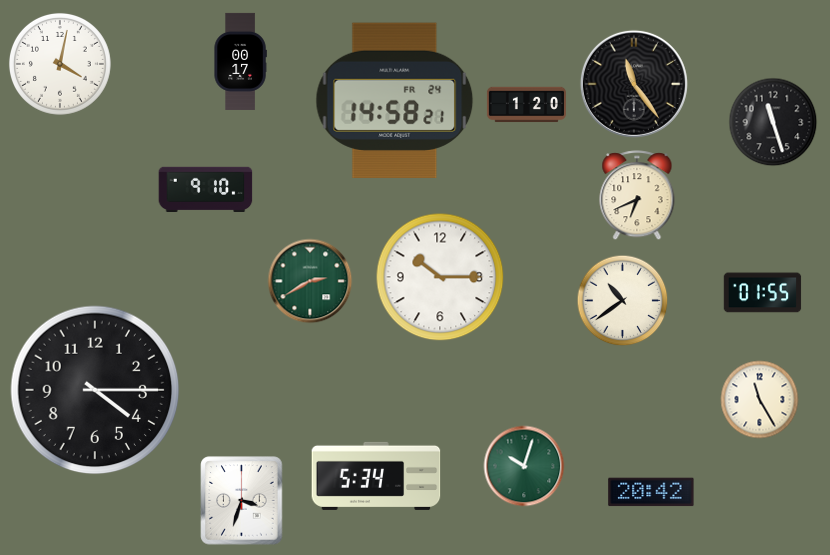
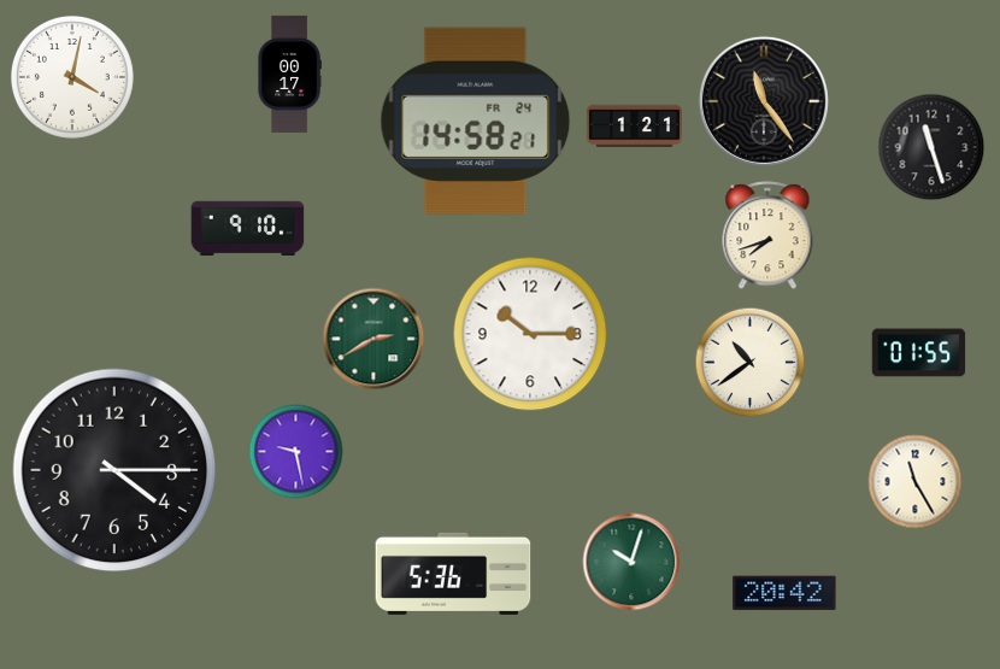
clock at (526, 105): 1:20 -> 1:21
clock at (637, 196): 6:41 -> 7:42
clock at (296, 452): none -> 9:28
clock at (376, 476): 5:34 -> 5:36
clock at (242, 501): 3:33 -> none
